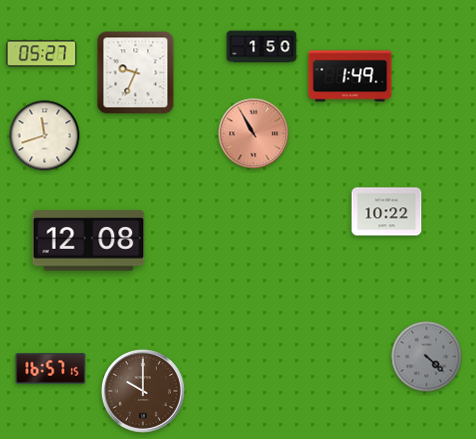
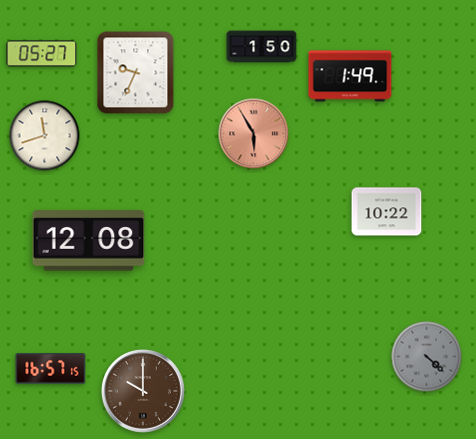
clock at (254, 134): 10:55 -> 5:55
